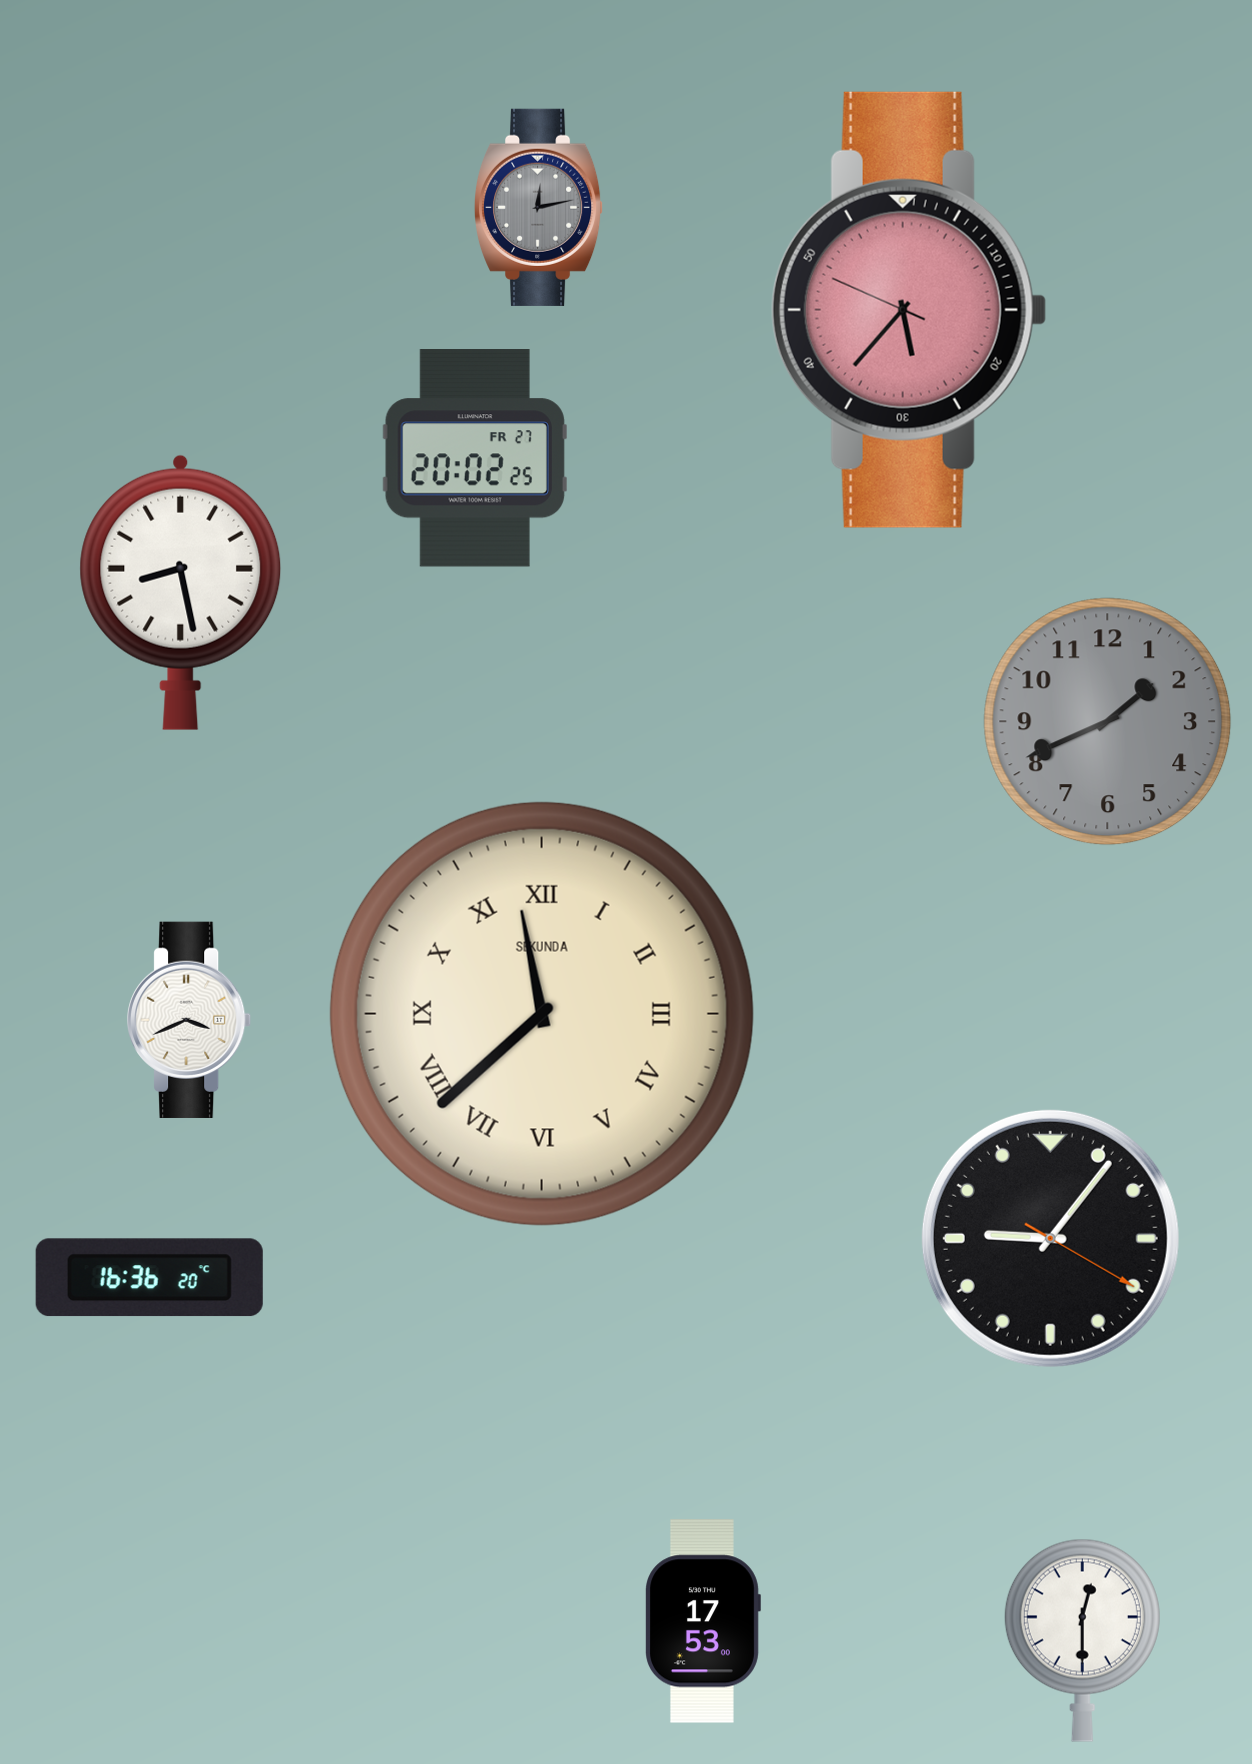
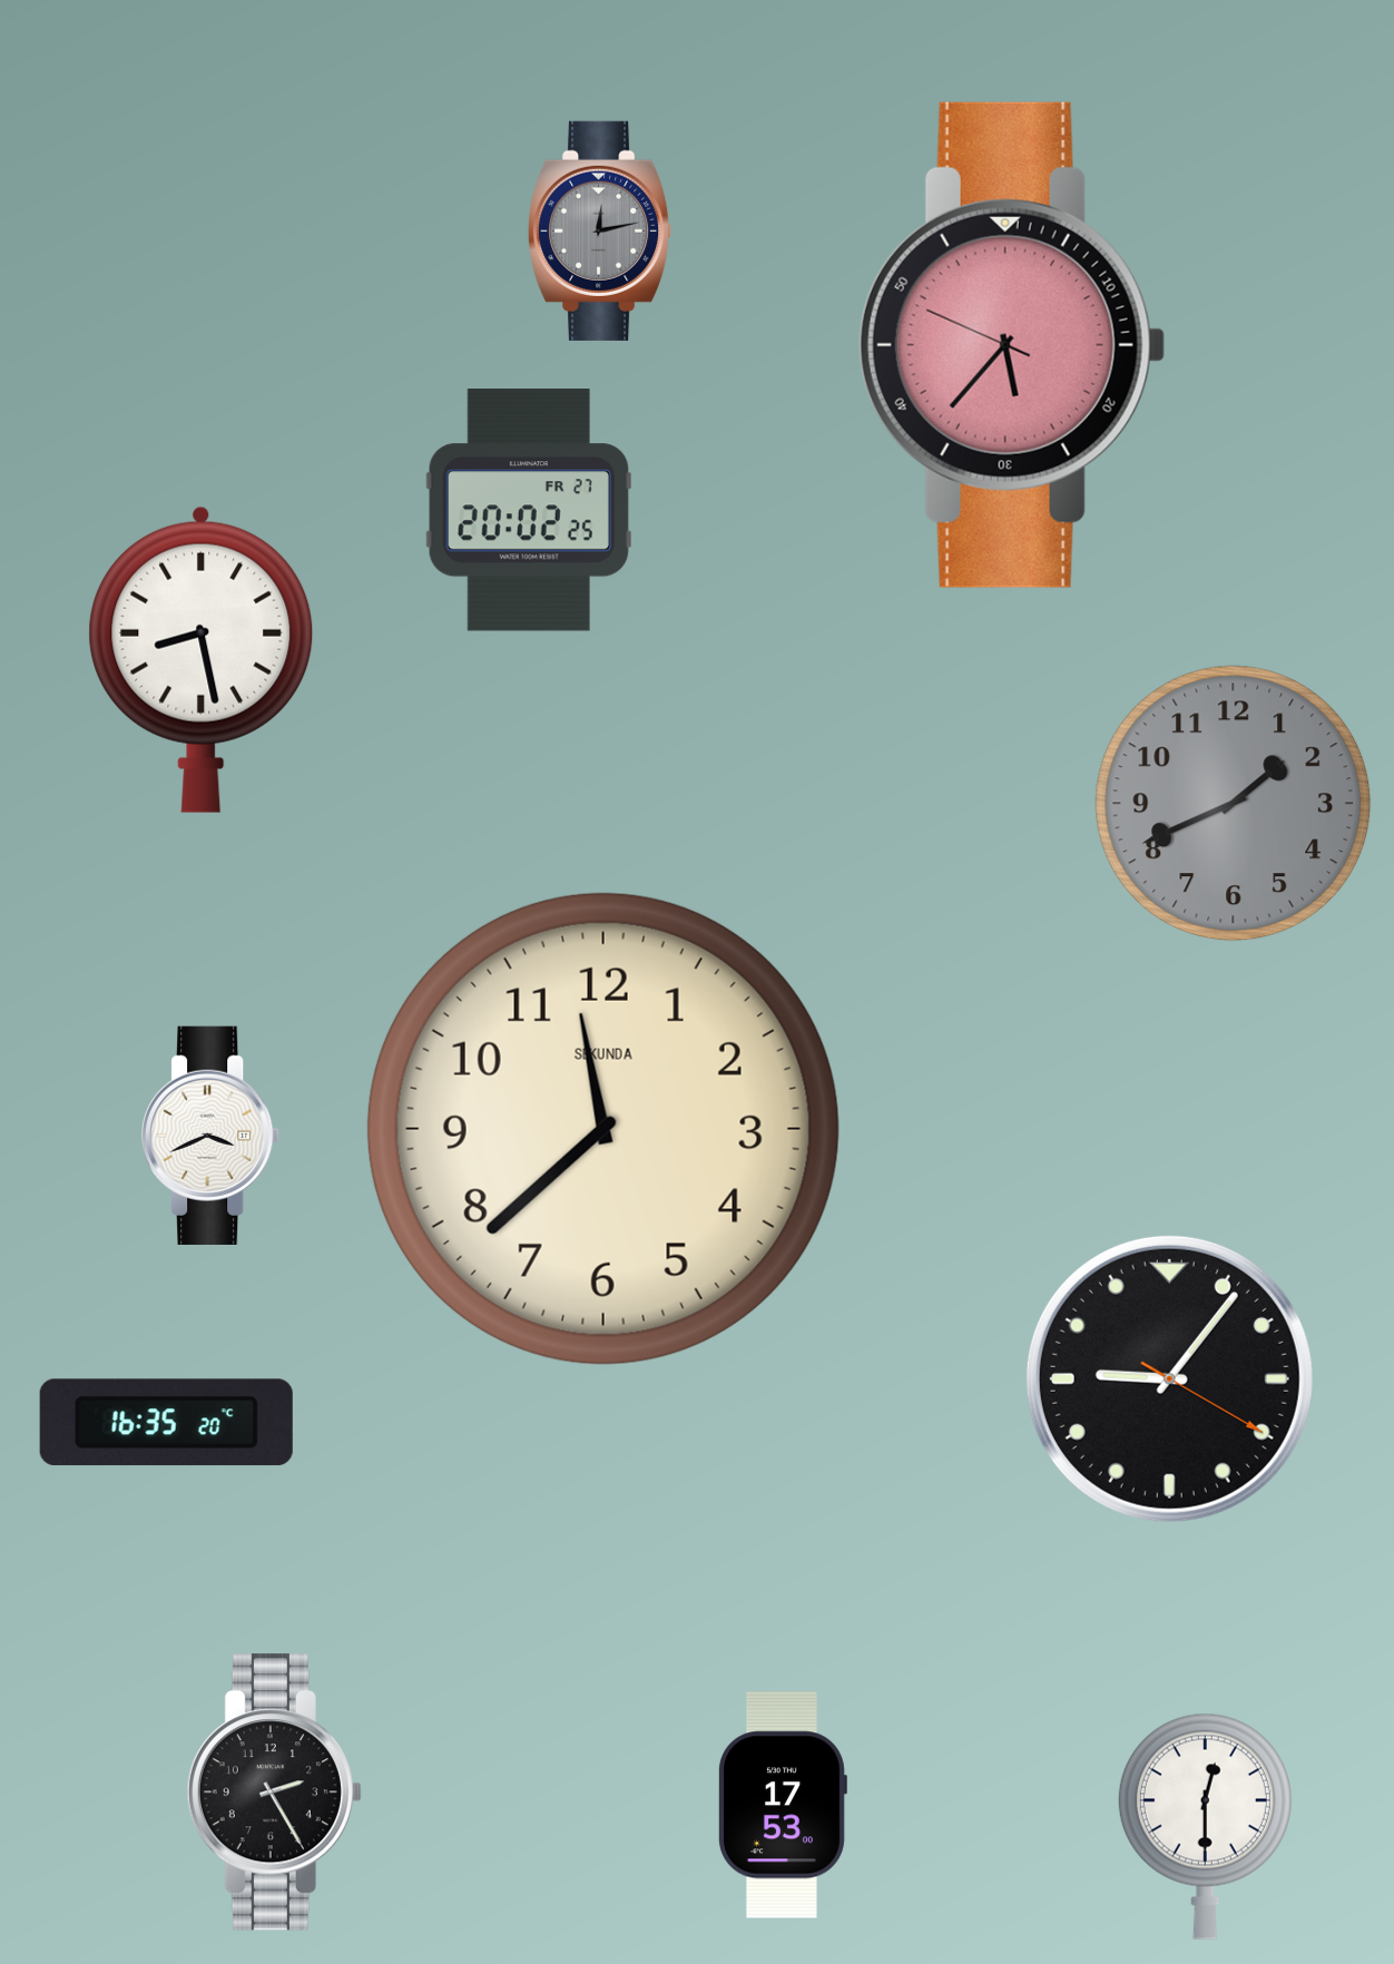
clock at (542, 1014) numerals: Roman -> Arabic
clock at (149, 1278): 16:36 -> 16:35
clock at (274, 1793): none -> 2:25
